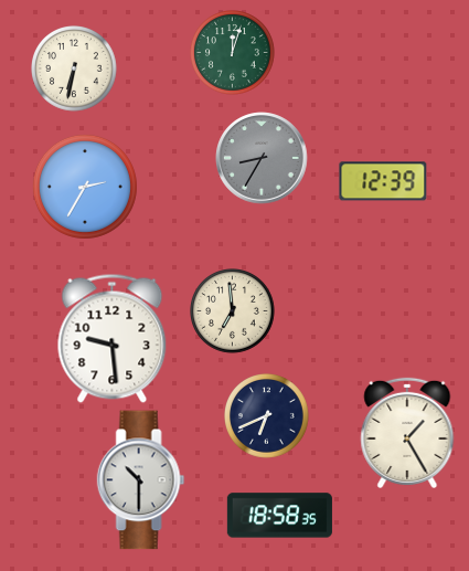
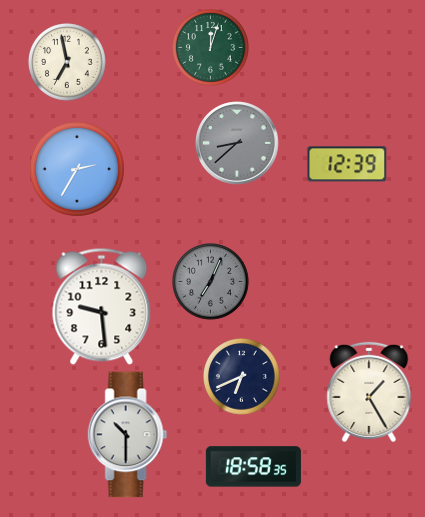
clock at (75, 70): 6:32 -> 6:58
clock at (262, 158): 8:35 -> 8:38
clock at (233, 311): 6:59 -> 7:04
clock at (233, 311) dial: cream -> grey
